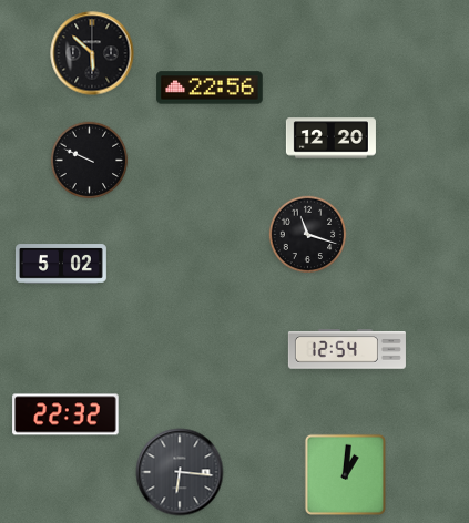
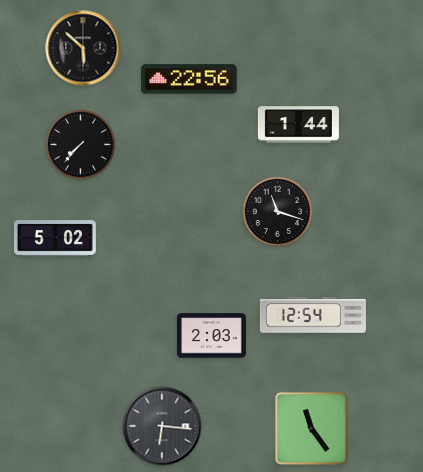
clock at (330, 139): 12:20 -> 1:44
clock at (90, 161): 9:49 -> 7:37
clock at (211, 336): none -> 2:03
clock at (65, 414): 22:32 -> none
clock at (345, 474): 1:01 -> 11:24
